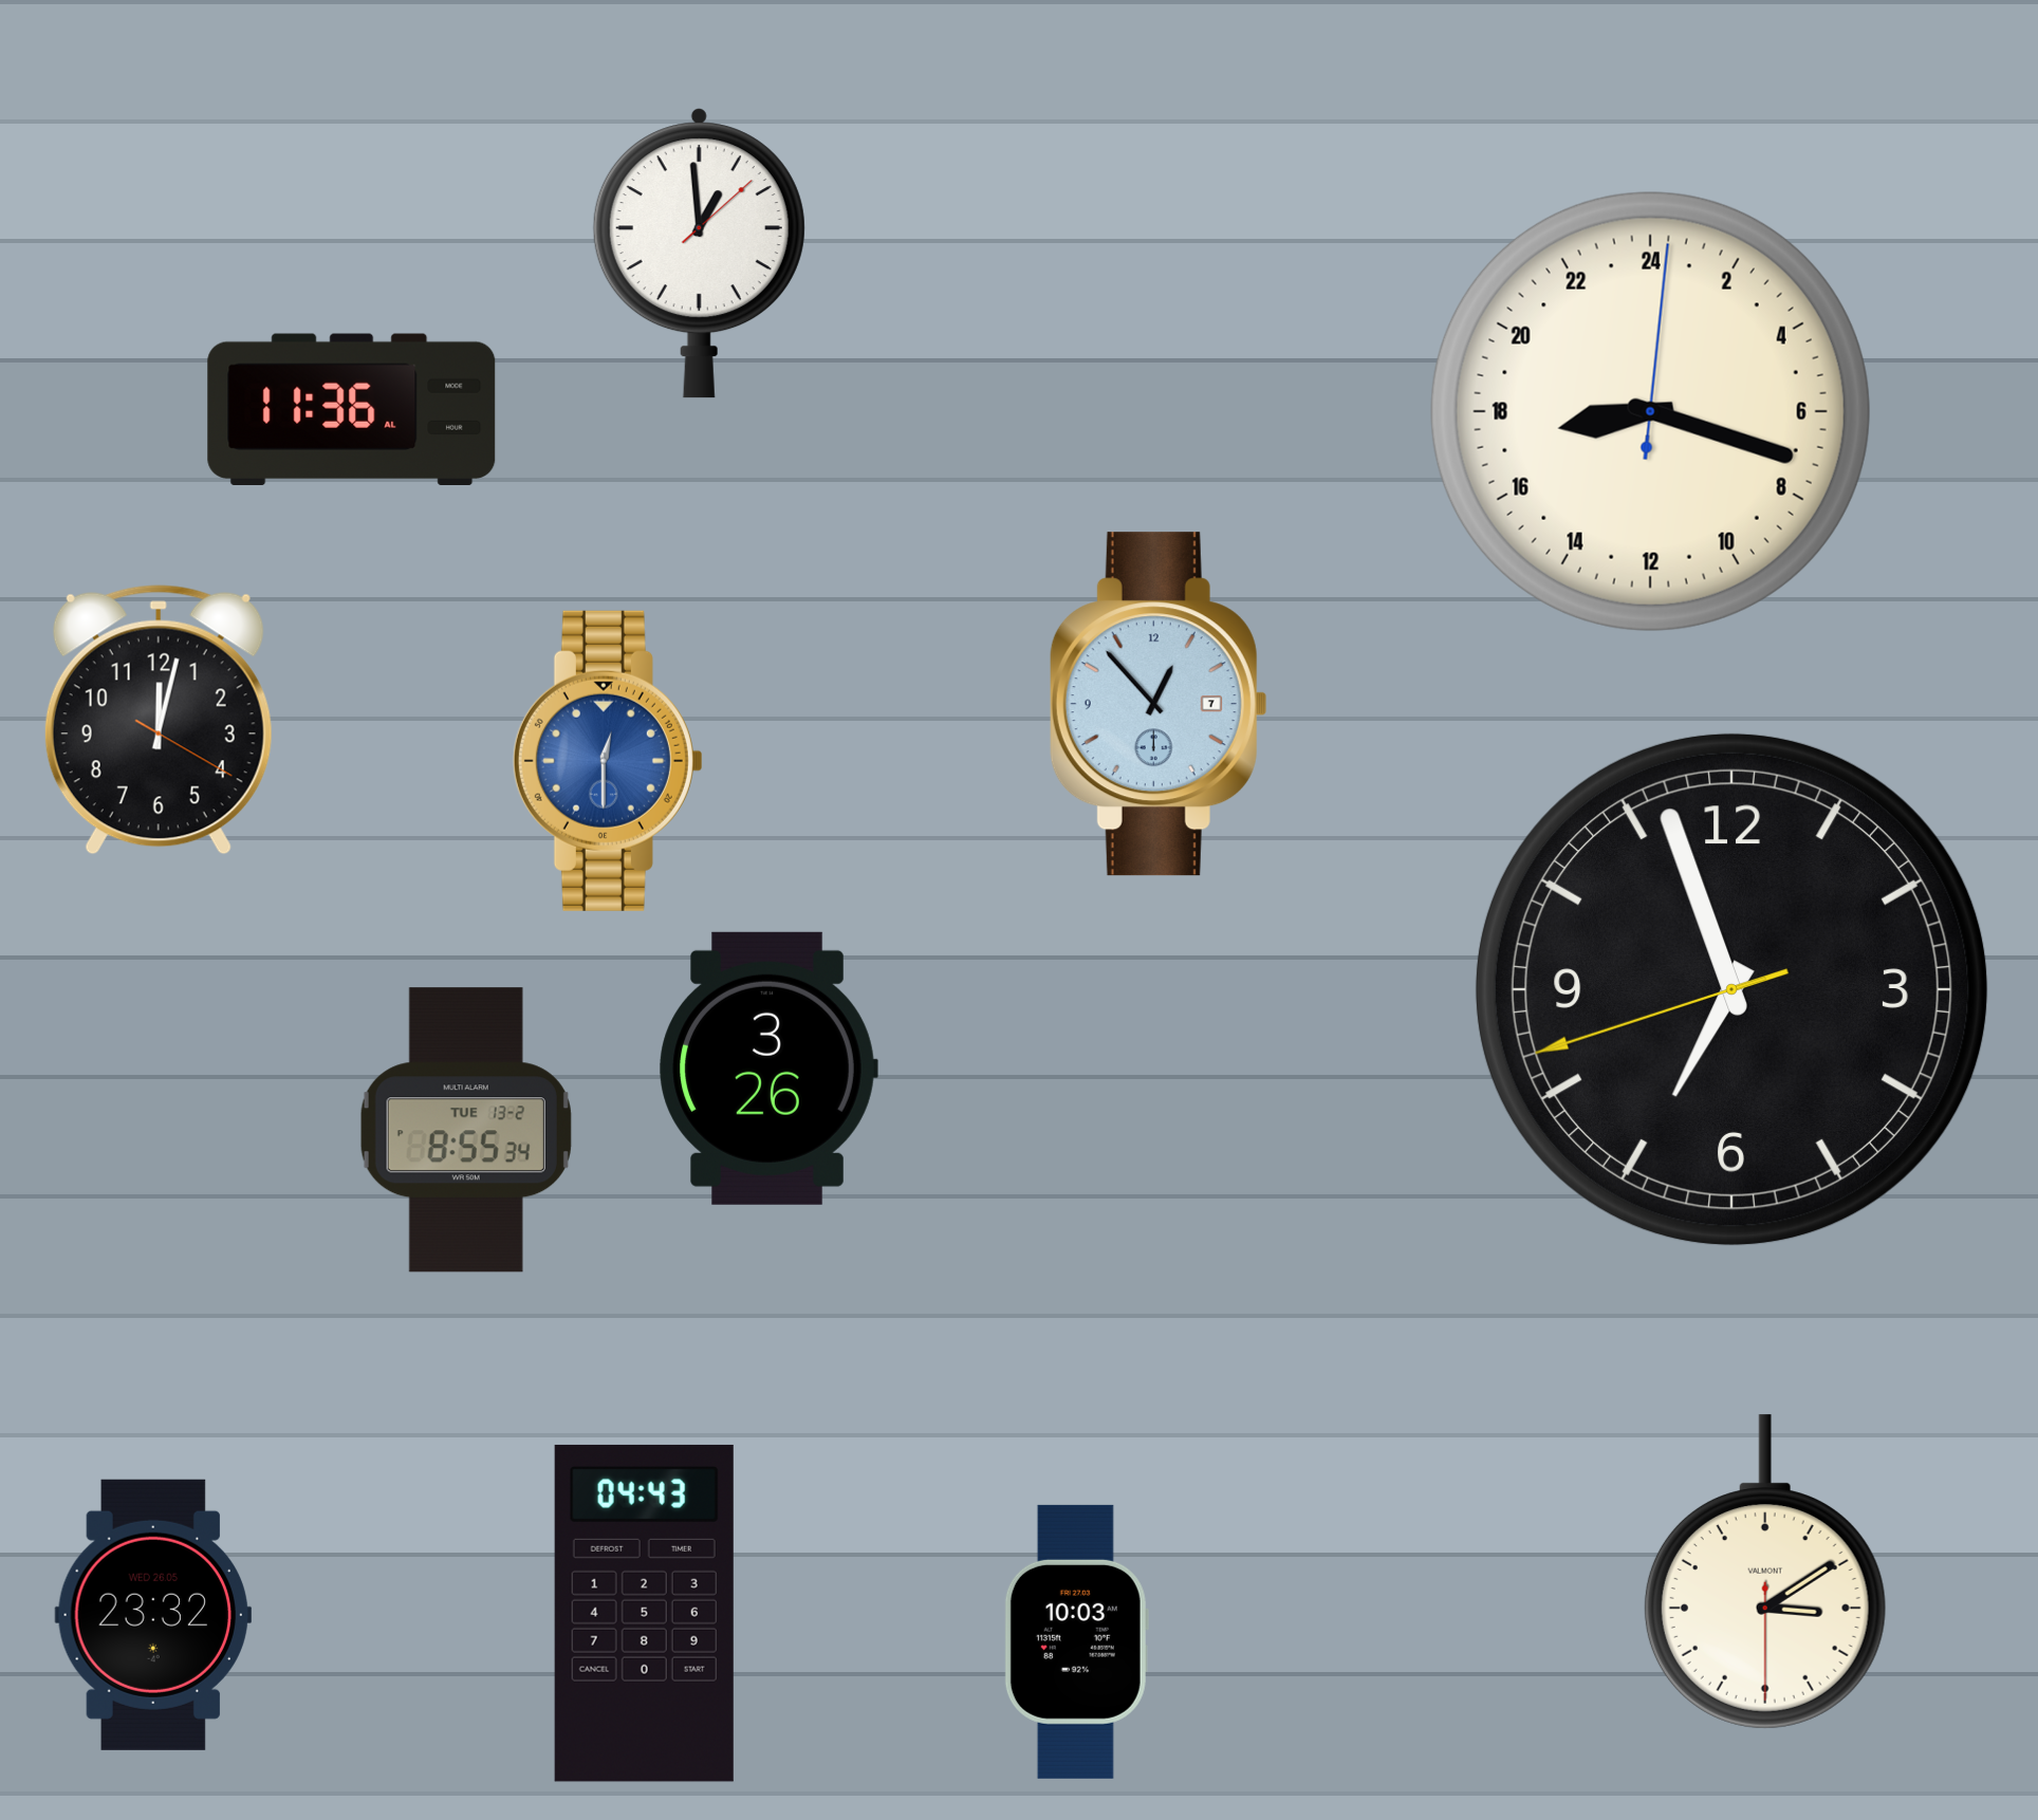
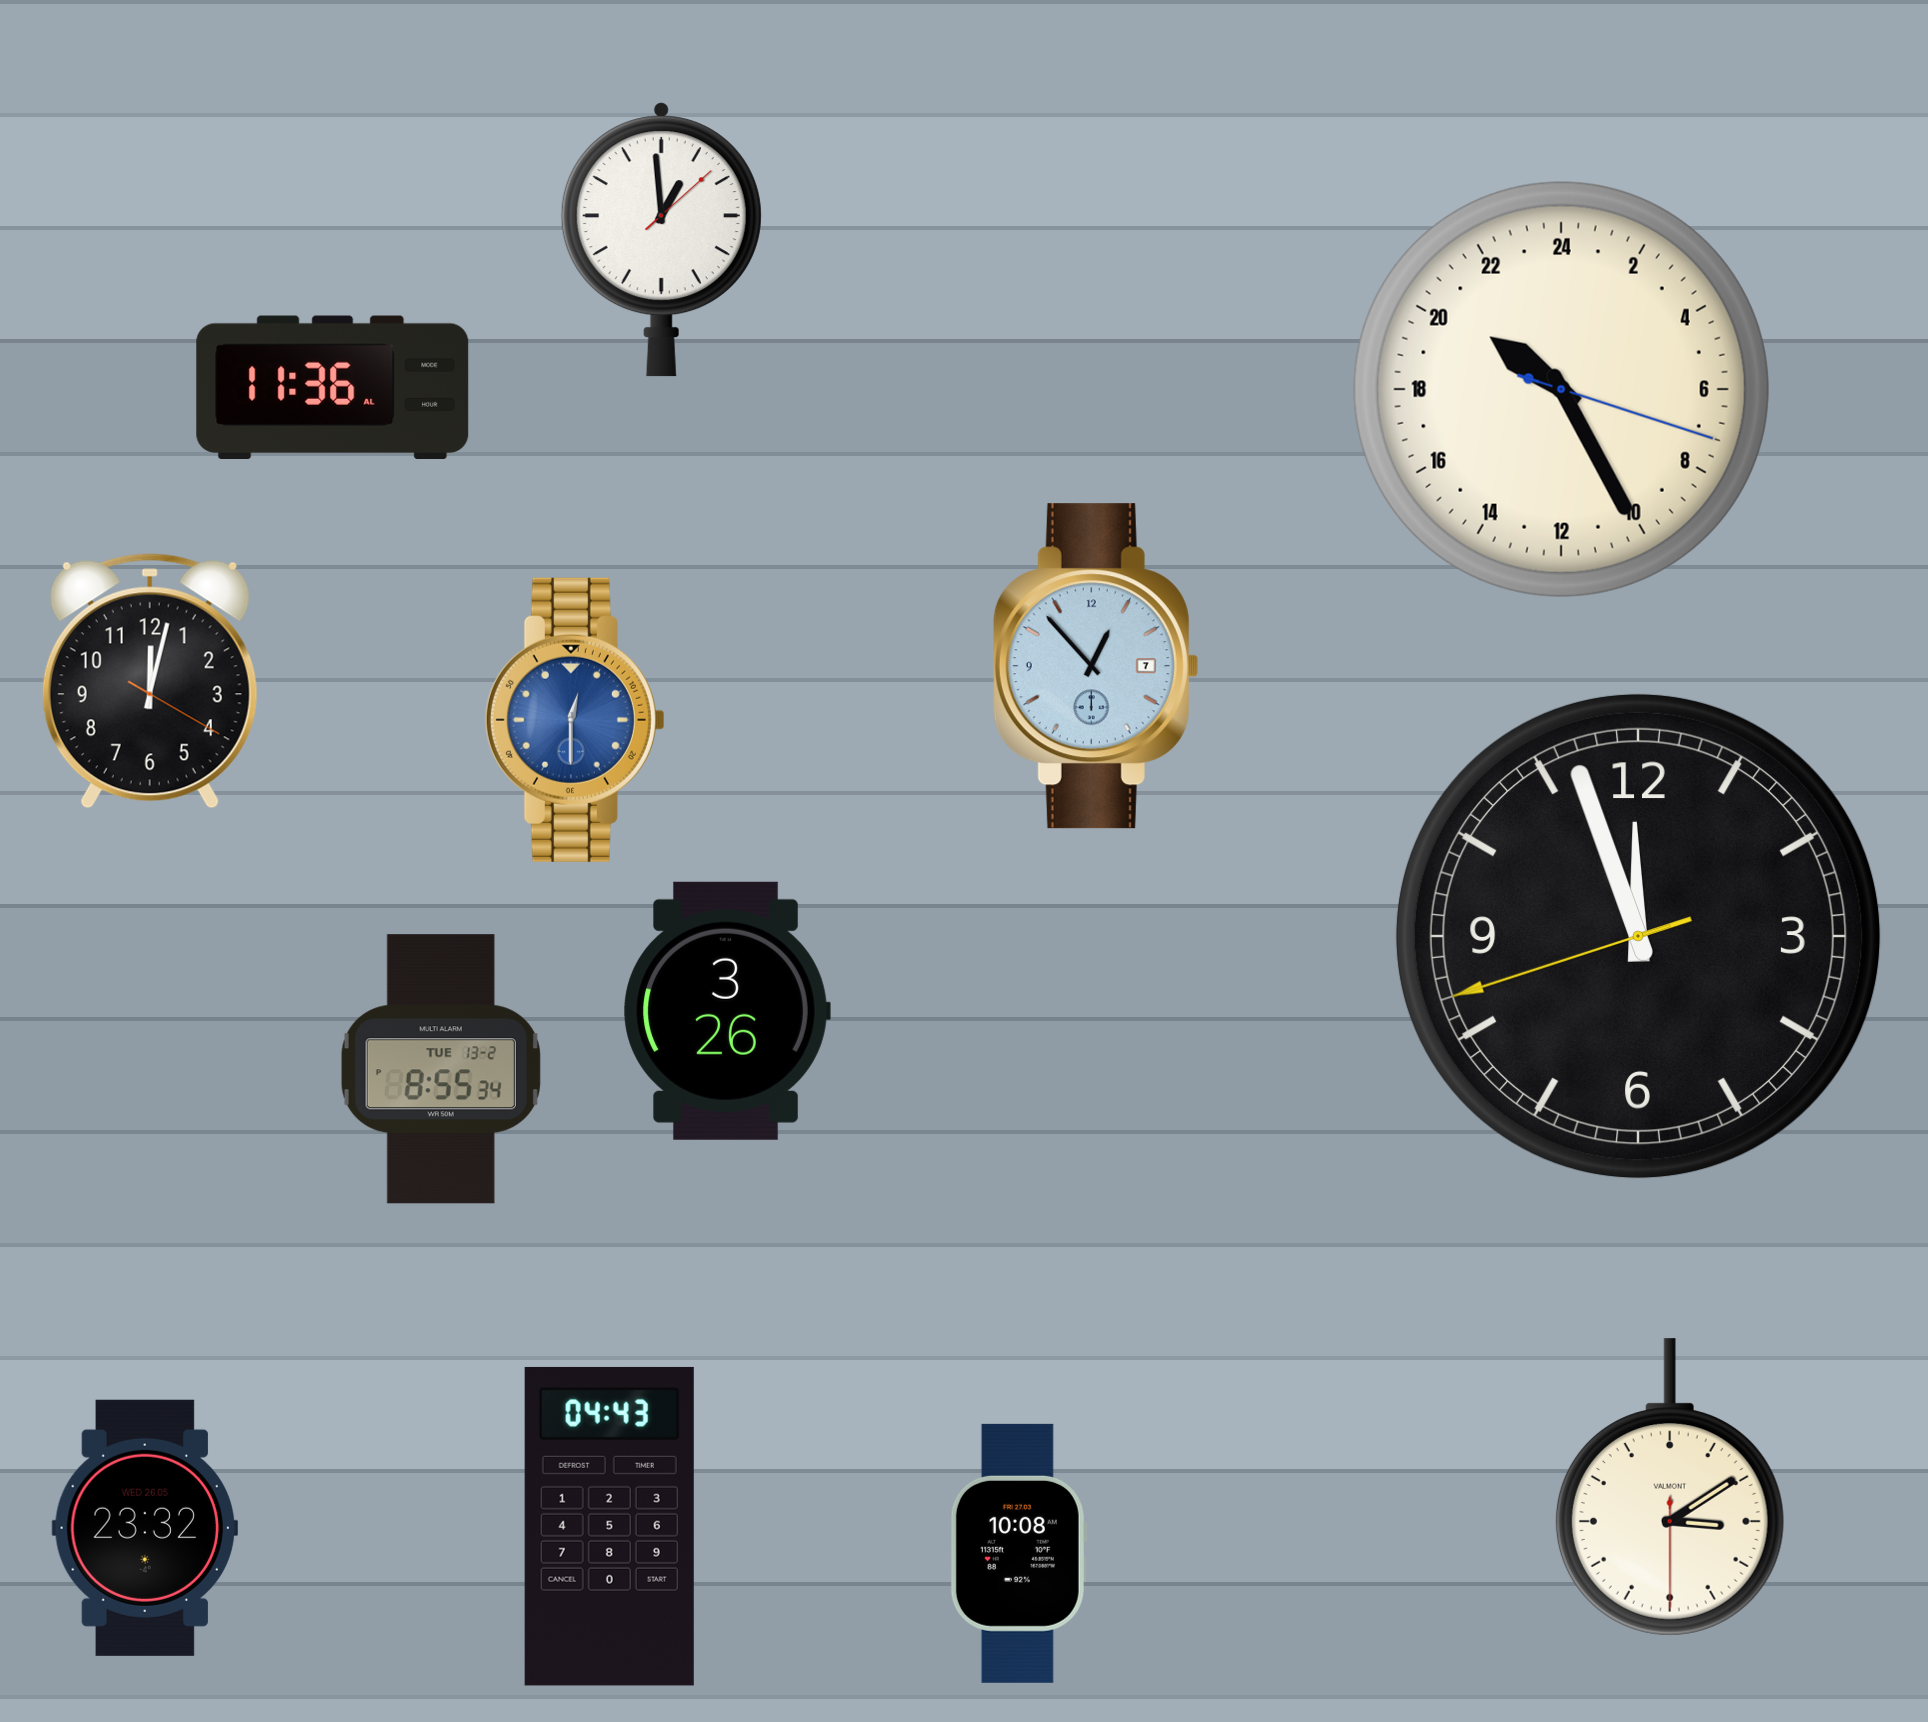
clock at (1650, 411): 17:18 -> 20:25
clock at (1731, 989): 6:56 -> 11:56
clock at (1076, 1641): 10:03 -> 10:08
